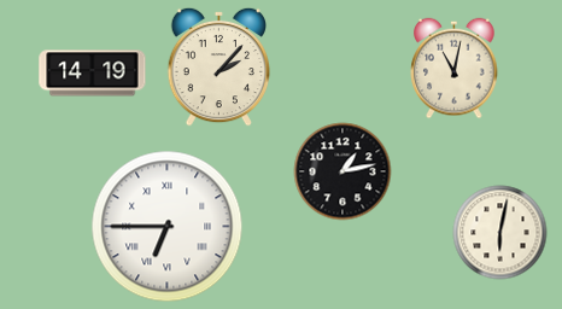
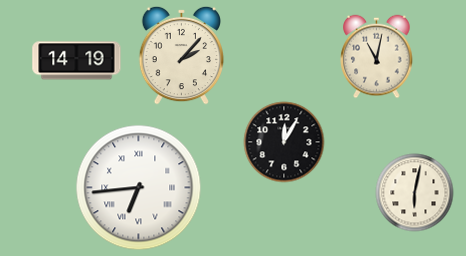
clock at (343, 171): 1:13 -> 12:05
clock at (168, 227): 6:45 -> 6:44
